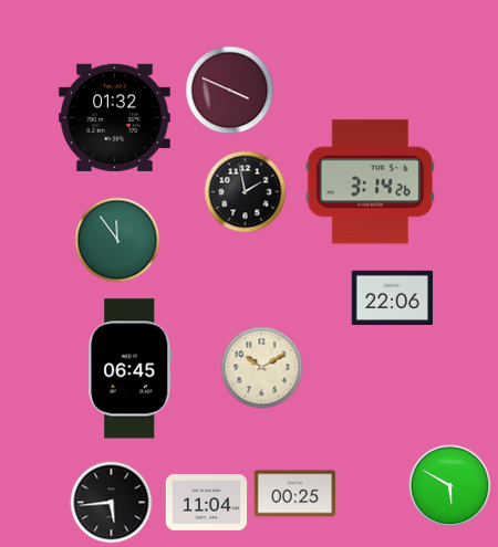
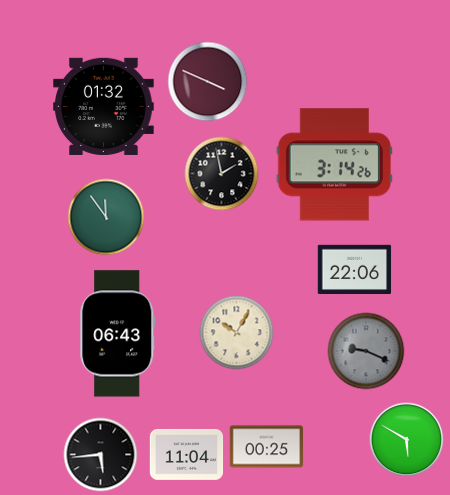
clock at (262, 368): 10:10 -> 10:05
clock at (131, 369): 06:45 -> 06:43
clock at (366, 351): none -> 9:19
